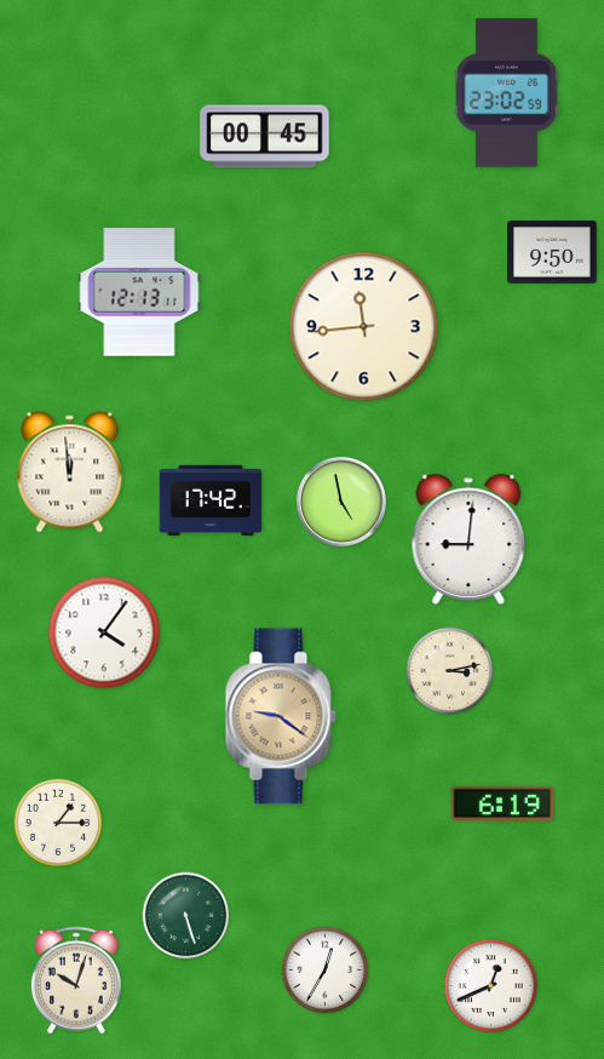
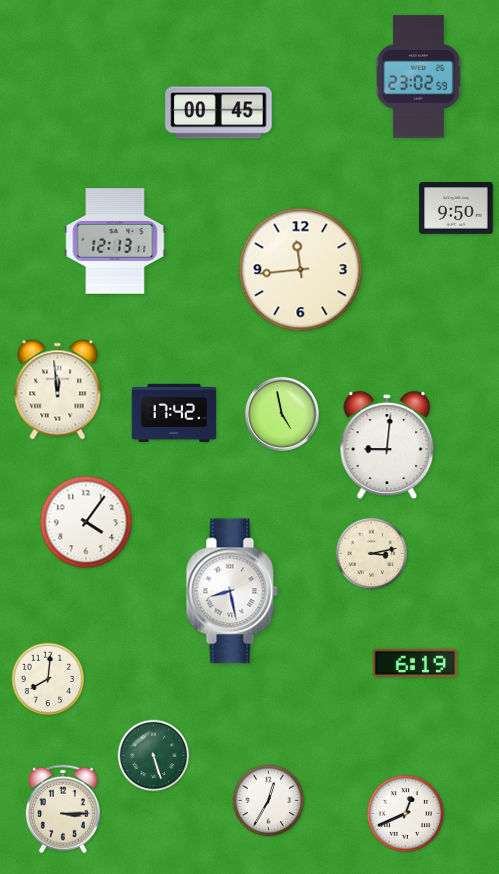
clock at (281, 716): 9:21 -> 8:28
clock at (281, 716) dial: champagne -> white
clock at (58, 823): 1:15 -> 8:01
clock at (76, 980): 10:03 -> 3:15
